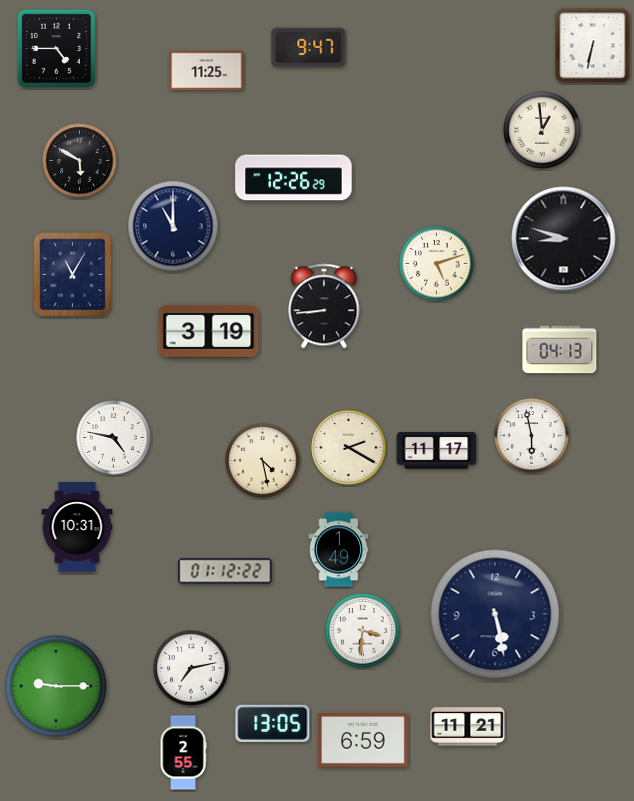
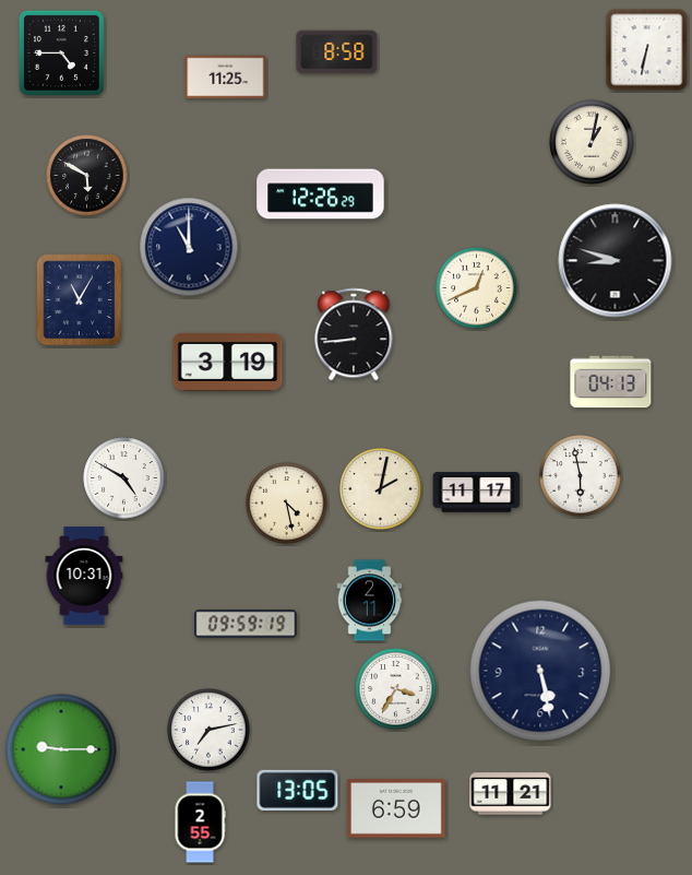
clock at (309, 48): 9:47 -> 8:58
clock at (542, 130): 12:59 -> 1:02
clock at (437, 264): 5:12 -> 12:41
clock at (114, 438): 4:47 -> 4:50
clock at (349, 448): 2:20 -> 2:02
clock at (339, 550): 1:49 -> 2:11
clock at (225, 571): 01:12 -> 09:59
clock at (363, 631): 3:31 -> 3:35
